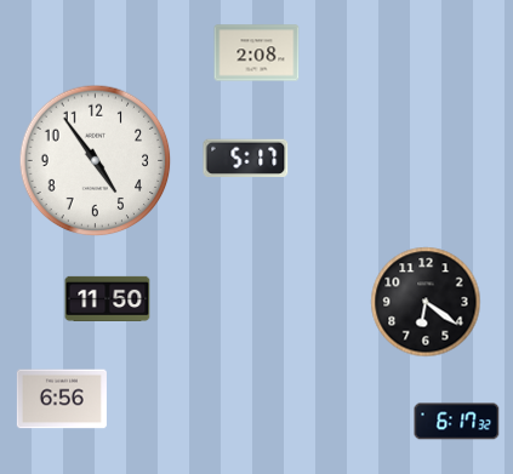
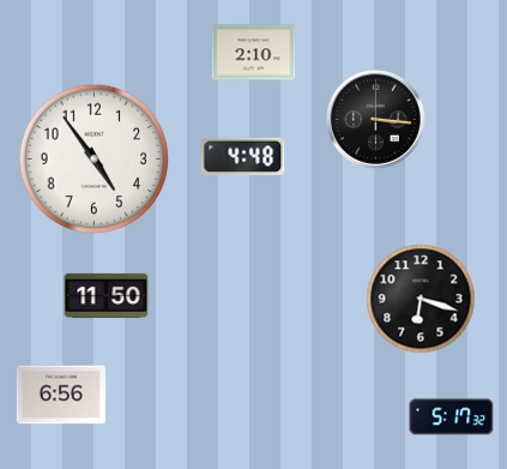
clock at (257, 53): 2:08 -> 2:10
clock at (376, 120): none -> 3:16
clock at (246, 159): 5:17 -> 4:48
clock at (426, 302): 6:21 -> 6:18
clock at (457, 422): 6:17 -> 5:17
